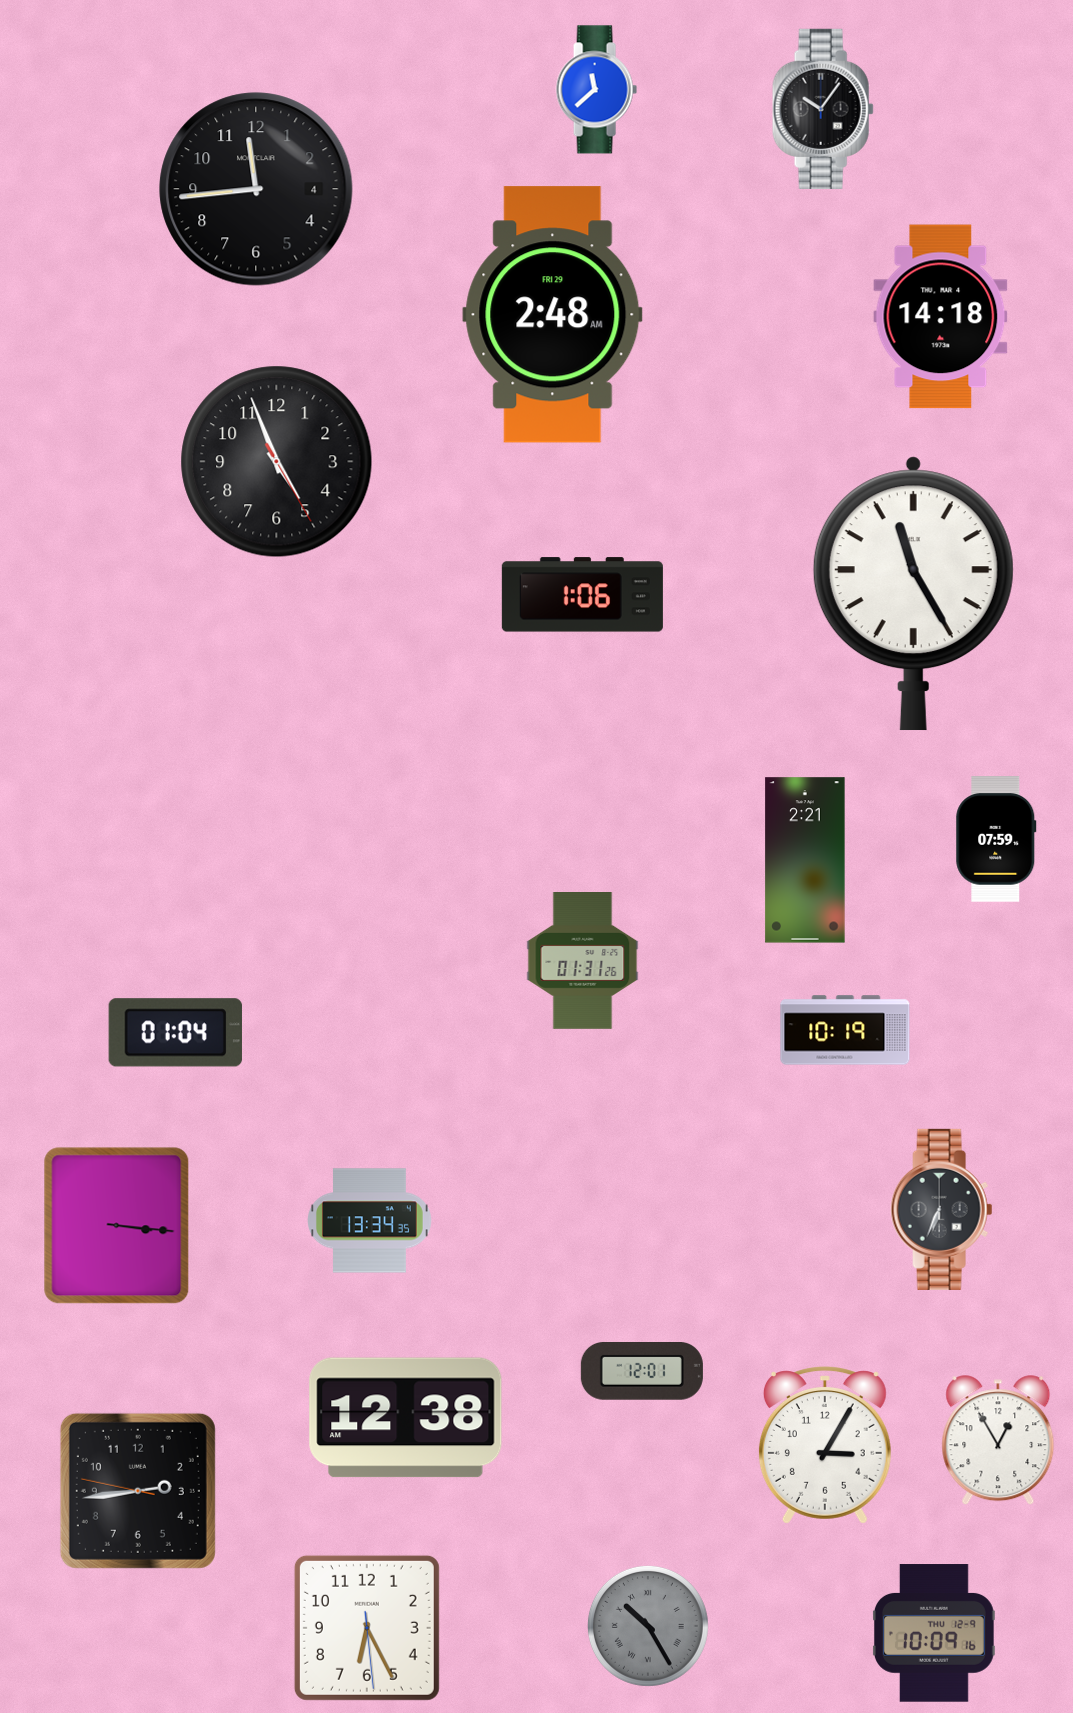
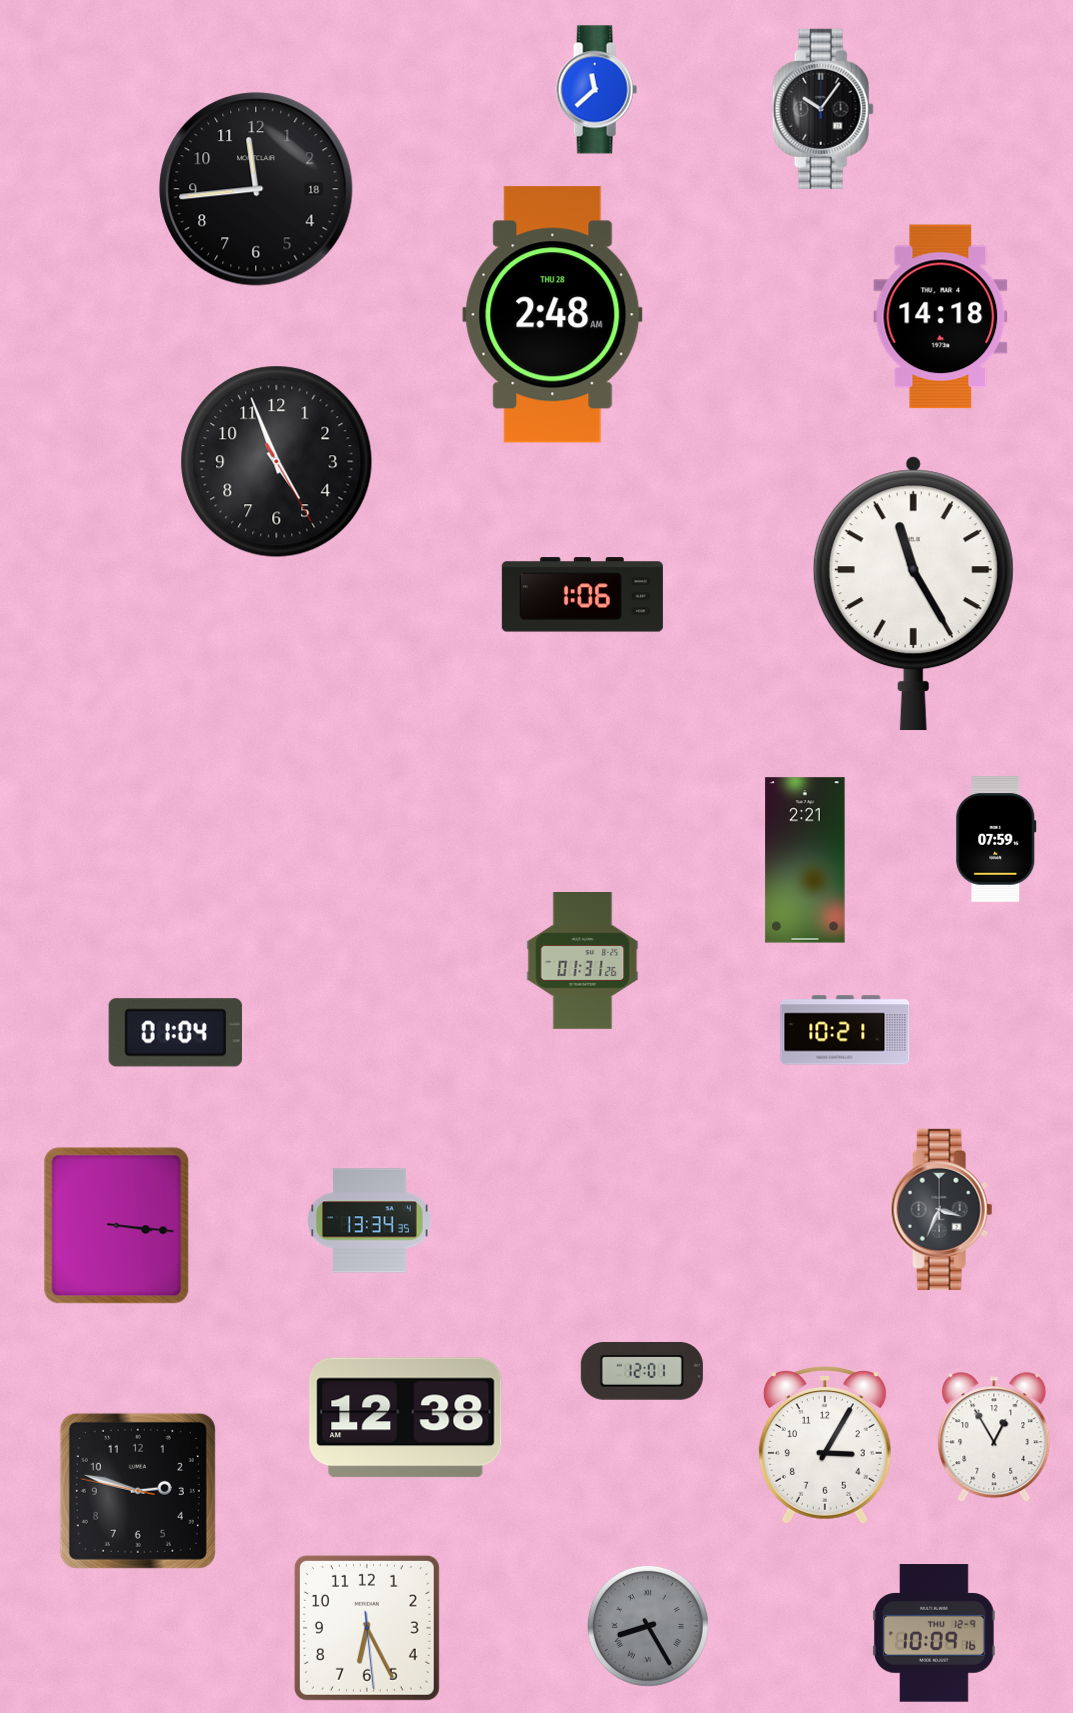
clock at (256, 189) date: 4 -> 18
clock at (553, 315) date: FRI 29 -> THU 28
clock at (845, 1030): 10:19 -> 10:21
clock at (942, 1209): 6:34 -> 3:34
clock at (998, 1441) position: (998, 1441) -> (994, 1438)
clock at (138, 1491): 2:43 -> 2:47
clock at (648, 1626): 10:25 -> 8:25
